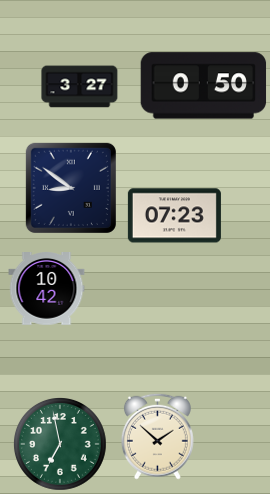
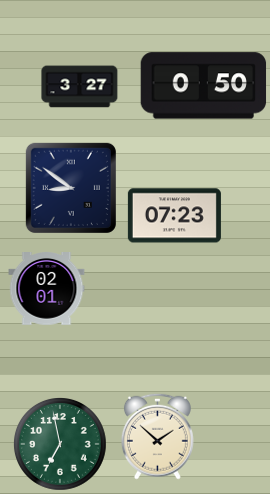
clock at (47, 289): 10:42 -> 02:01
